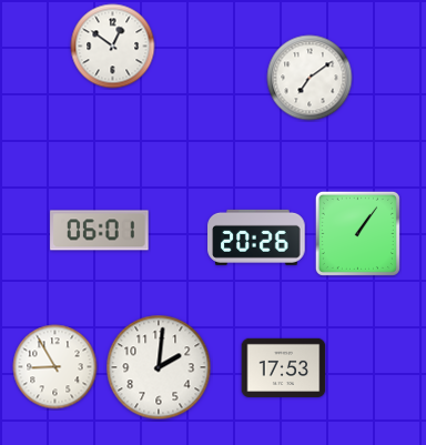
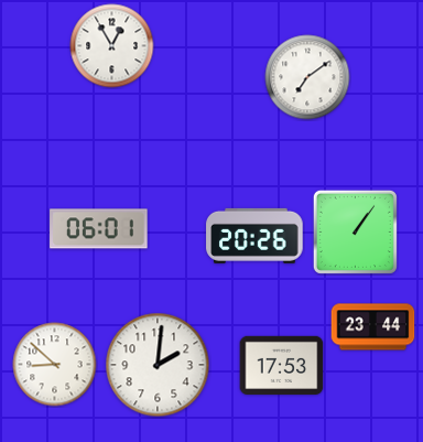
clock at (113, 47): 12:51 -> 12:55
clock at (373, 327): none -> 23:44
clock at (55, 367): 8:55 -> 8:52
